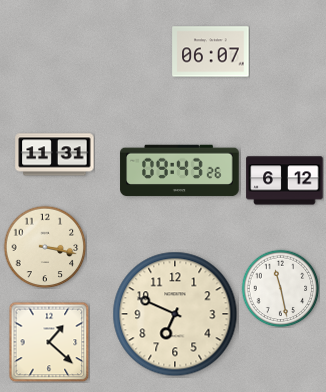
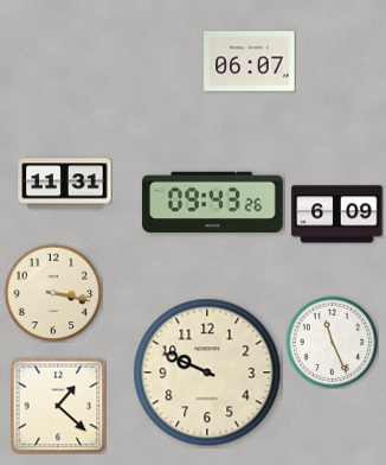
clock at (285, 181): 6:12 -> 6:09
clock at (280, 288): 11:28 -> 11:26
clock at (175, 314): 6:49 -> 9:49
